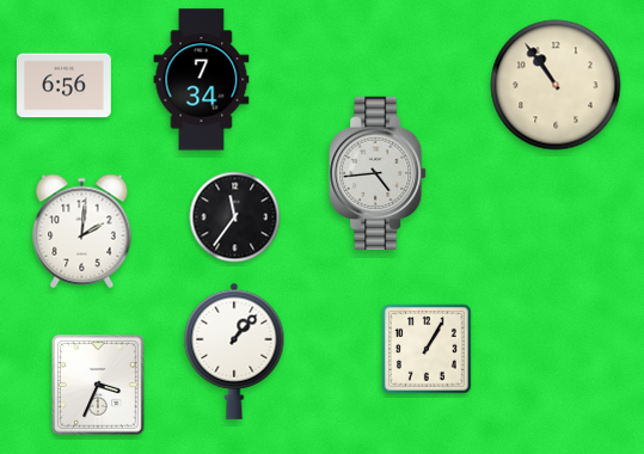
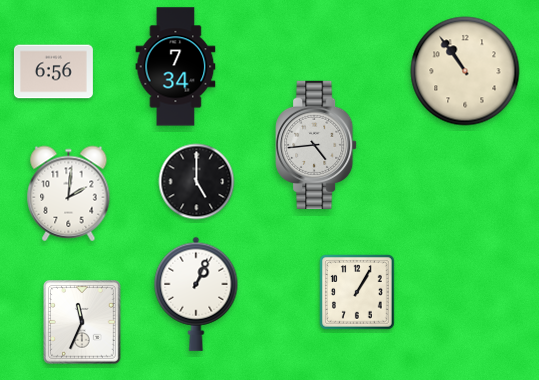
clock at (202, 80) position: (202, 80) -> (176, 67)
clock at (235, 217): 11:36 -> 5:00
clock at (234, 351): 1:07 -> 1:04
clock at (98, 385): 3:34 -> 11:34
